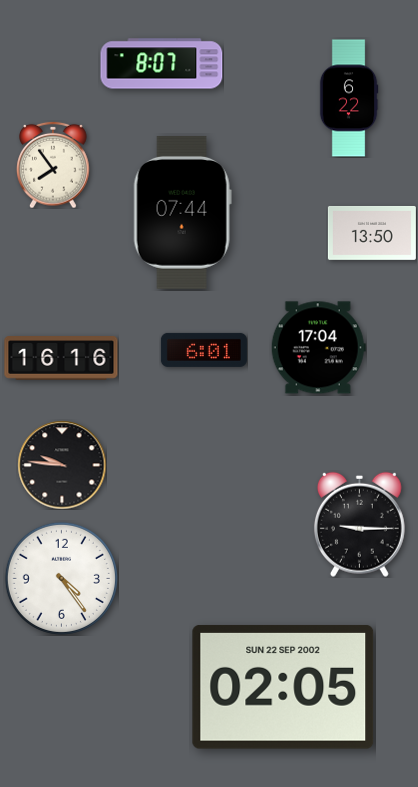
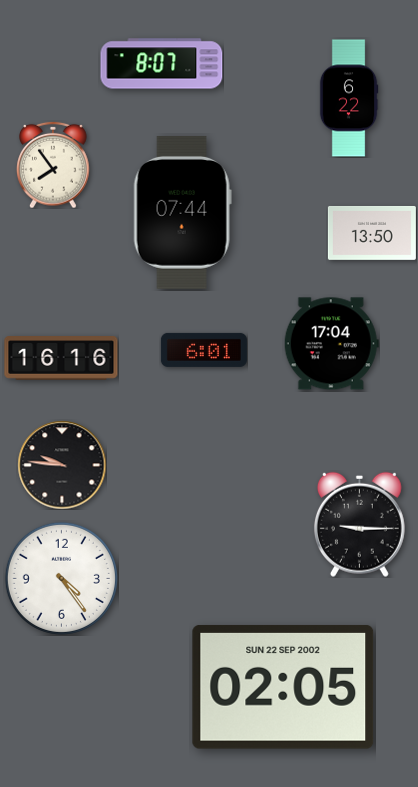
clock at (318, 348) position: (318, 348) -> (331, 344)
